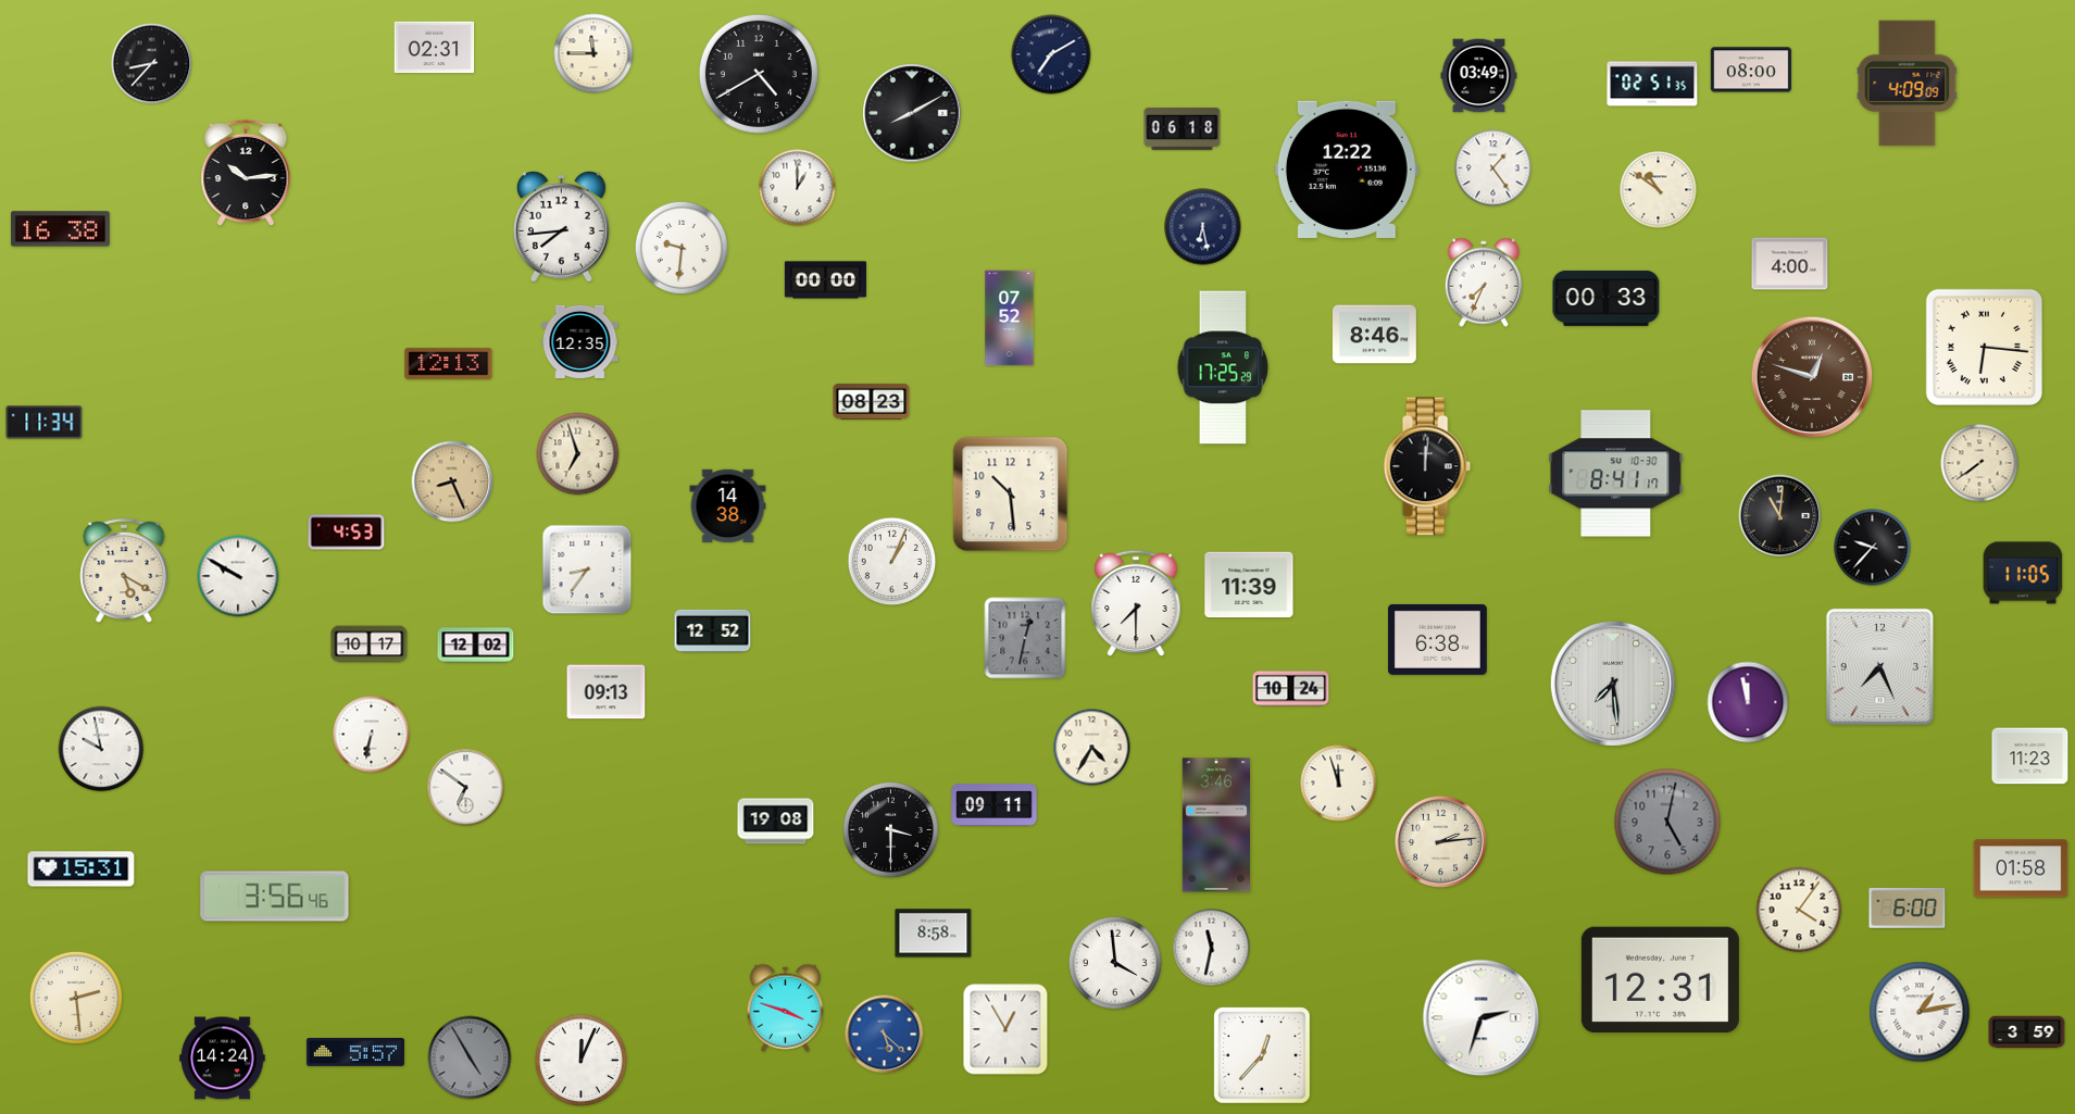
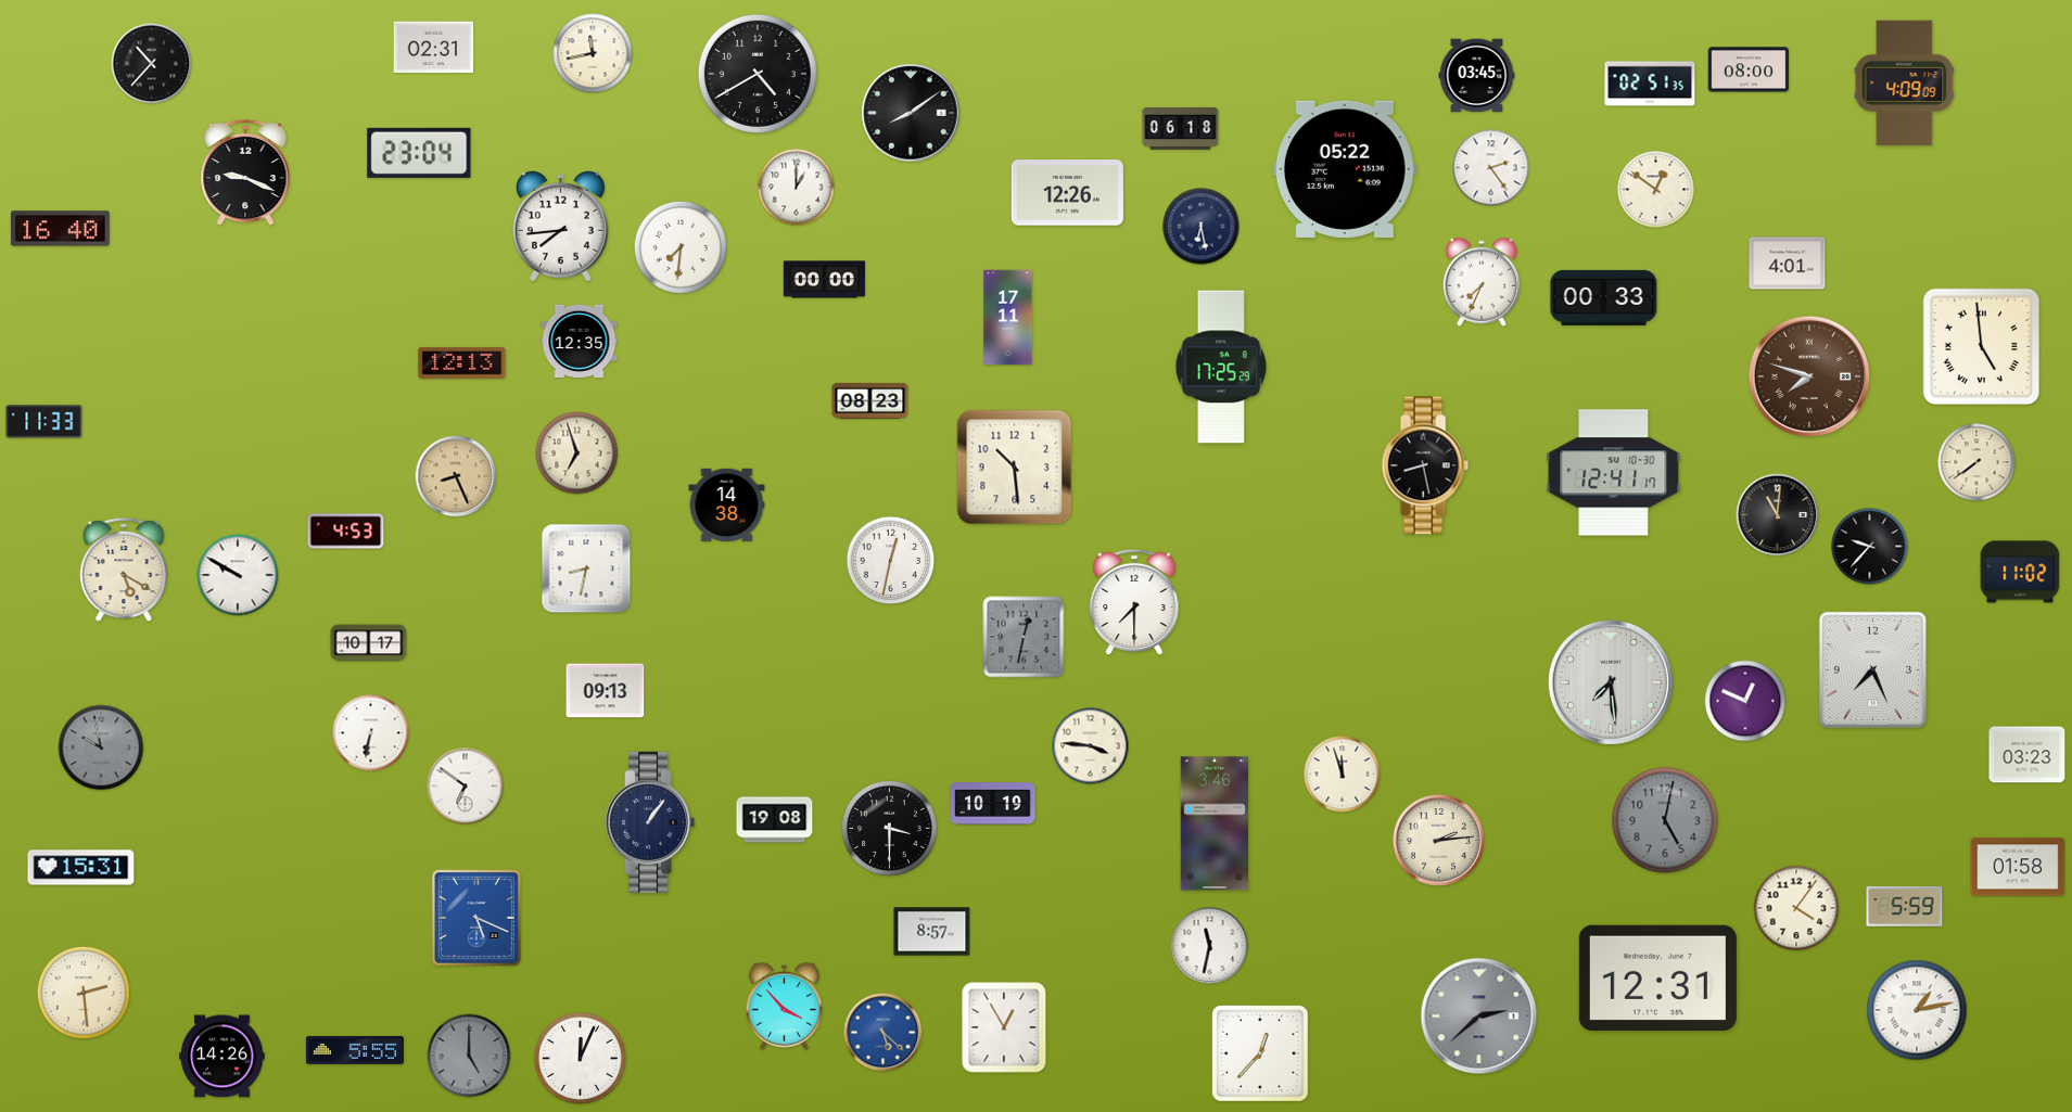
clock at (593, 53): 11:45 -> 11:43
clock at (1051, 54): 7:10 -> none
clock at (152, 64): 8:37 -> 10:37
clock at (1479, 76): 03:49 -> 03:45
clock at (912, 113): 8:10 -> 8:09
clock at (419, 153): none -> 23:04
clock at (1493, 168): 1:24 -> 2:24
clock at (1347, 170): 12:22 -> 05:22
clock at (246, 173): 10:14 -> 9:19
clock at (1659, 190): 10:51 -> 12:51
clock at (1067, 193): none -> 12:26
clock at (60, 229): 16:38 -> 16:40
clock at (682, 248): 9:31 -> 7:31
clock at (1790, 264): 4:00 -> 4:01
clock at (1010, 318): 07:52 -> 17:11
clock at (1375, 335): 8:46 -> none
clock at (1984, 347): 6:16 -> 4:59
clock at (449, 363) position: (449, 363) -> (462, 362)
clock at (1812, 377): 12:48 -> 7:48
clock at (45, 423): 11:34 -> 11:33
clock at (1427, 466): 12:01 -> 8:28
clock at (1616, 474): 8:41 -> 12:41
clock at (452, 481) position: (452, 481) -> (456, 476)
clock at (1011, 495) position: (1011, 495) -> (1015, 468)
clock at (892, 562): 1:04 -> 12:32
clock at (587, 569): 8:36 -> 8:32
clock at (2023, 573): 11:05 -> 11:02
clock at (1249, 585): 11:39 -> none
clock at (713, 630): 12:52 -> none
clock at (1437, 639): 6:38 -> none
clock at (476, 646): 12:02 -> none
clock at (1879, 666) position: (1879, 666) -> (1872, 669)
clock at (1291, 689): 10:24 -> none
clock at (1748, 702): 11:58 -> 12:49
clock at (1092, 748): 4:35 -> 3:46
clock at (101, 749) dial: white -> grey
clock at (2030, 756): 11:23 -> 03:23
clock at (1339, 784) position: (1339, 784) -> (1343, 775)
clock at (995, 805): 09:11 -> 10:19
clock at (650, 822): none -> 1:06
clock at (275, 897): 3:56 -> none
clock at (1908, 908): 6:00 -> 5:59
clock at (476, 918): none -> 5:19
clock at (934, 934): 8:58 -> 8:57
clock at (1115, 963): 3:59 -> none
clock at (76, 998) position: (76, 998) -> (84, 993)
clock at (785, 1007): 3:48 -> 3:53
clock at (1482, 1018): 2:33 -> 2:38
clock at (1482, 1018) dial: white -> grey
clock at (2027, 1032): 3:59 -> none
clock at (355, 1052): 5:57 -> 5:55
clock at (470, 1057): 4:55 -> 5:00
clock at (223, 1059): 14:24 -> 14:26
